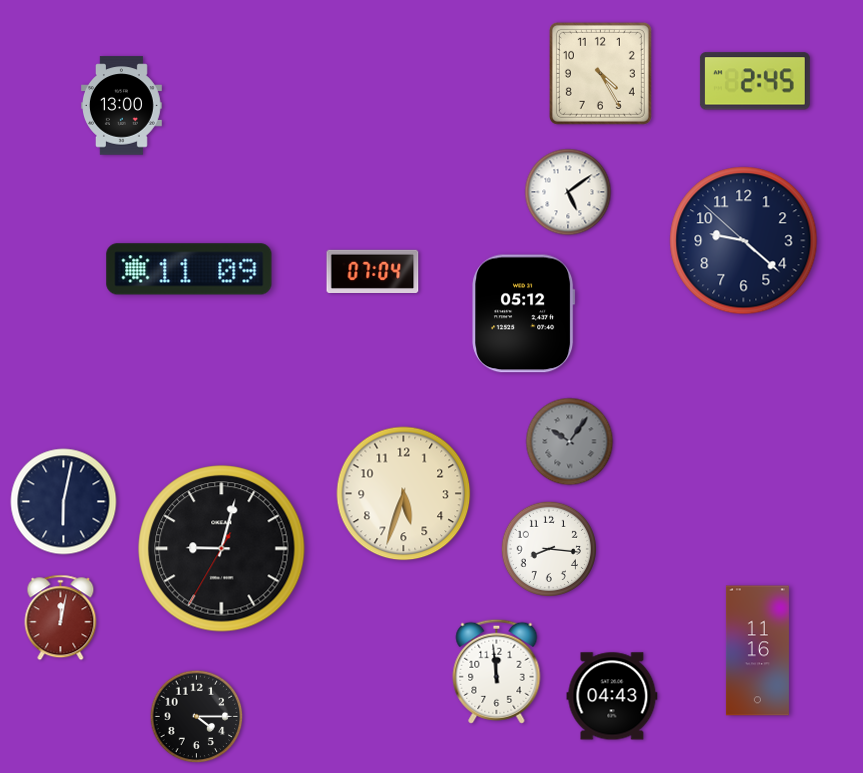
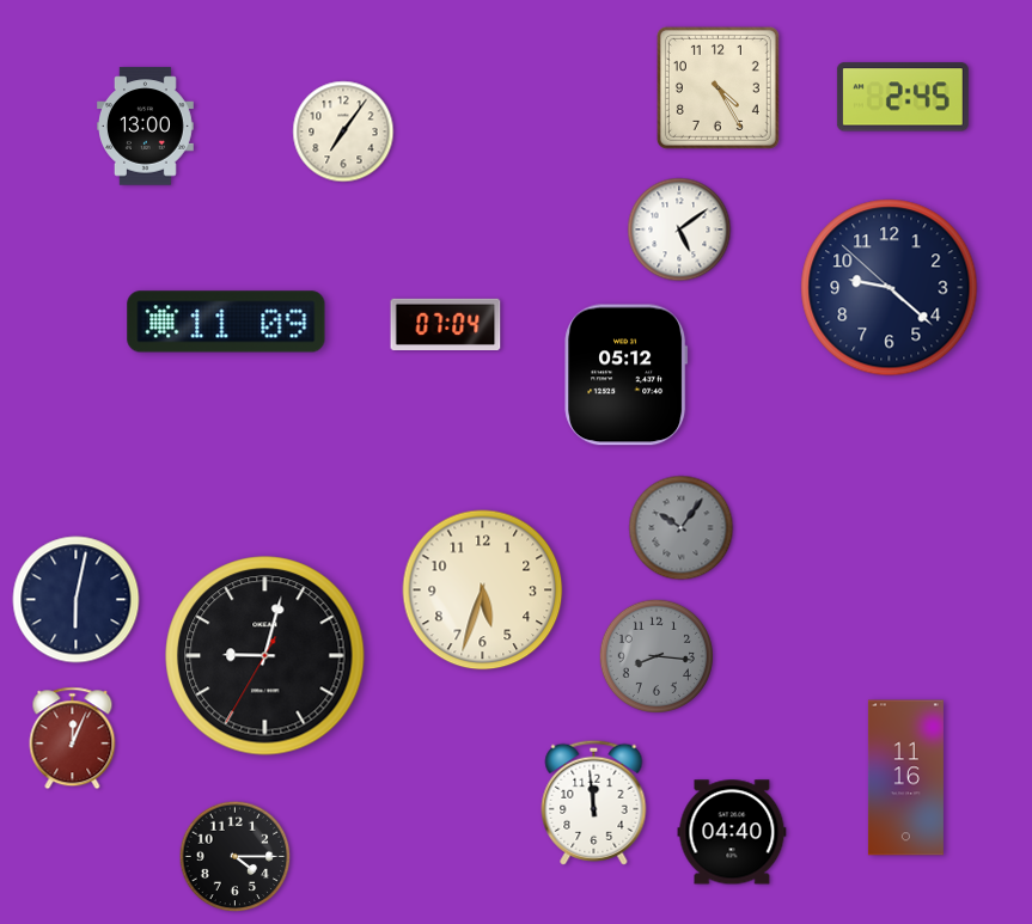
clock at (343, 131): none -> 7:06
clock at (549, 549) dial: white -> grey
clock at (61, 618): 12:02 -> 12:04
clock at (612, 696): 04:43 -> 04:40
